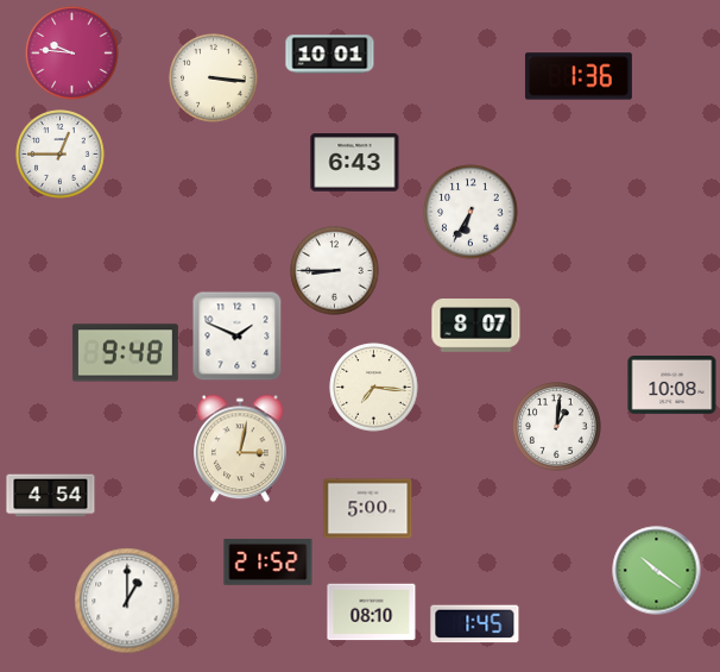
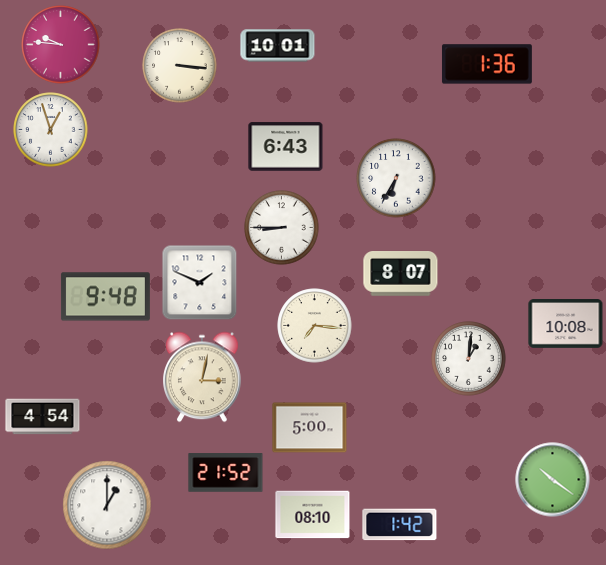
clock at (61, 155): 12:45 -> 12:57
clock at (355, 163) position: (355, 163) -> (286, 147)
clock at (475, 624): 1:45 -> 1:42
